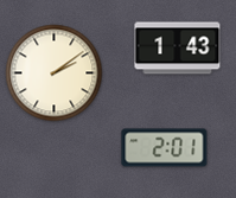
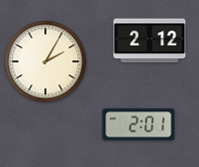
clock at (178, 49): 1:43 -> 2:12
clock at (55, 74): 2:09 -> 2:05
